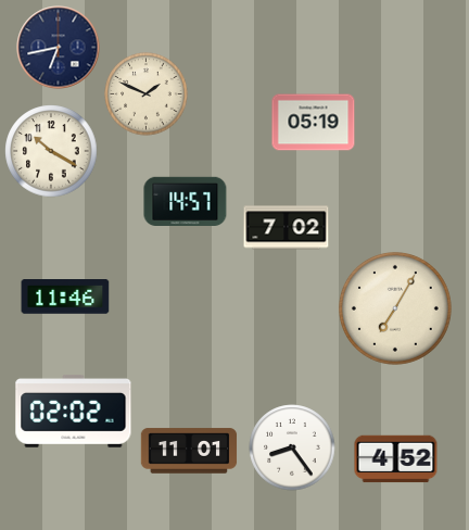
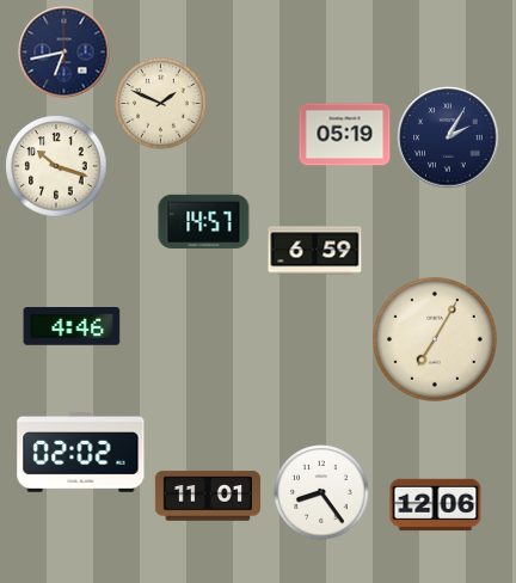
clock at (448, 137): none -> 2:05
clock at (51, 151): 10:20 -> 10:18
clock at (287, 228): 7:02 -> 6:59
clock at (65, 298): 11:46 -> 4:46
clock at (396, 459): 4:52 -> 12:06
